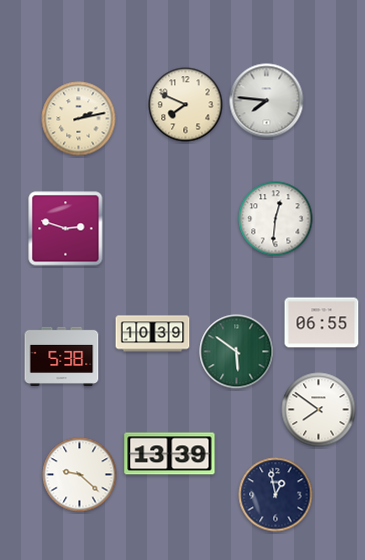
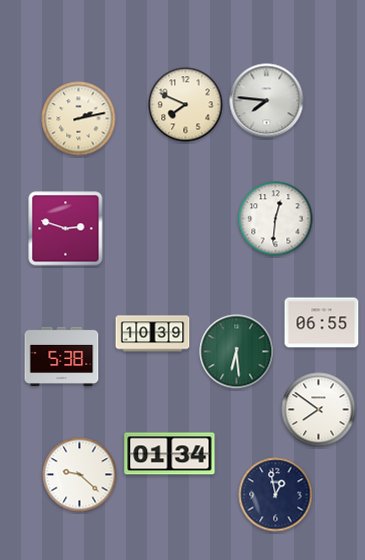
clock at (237, 352): 5:51 -> 6:29
clock at (170, 454): 13:39 -> 01:34
